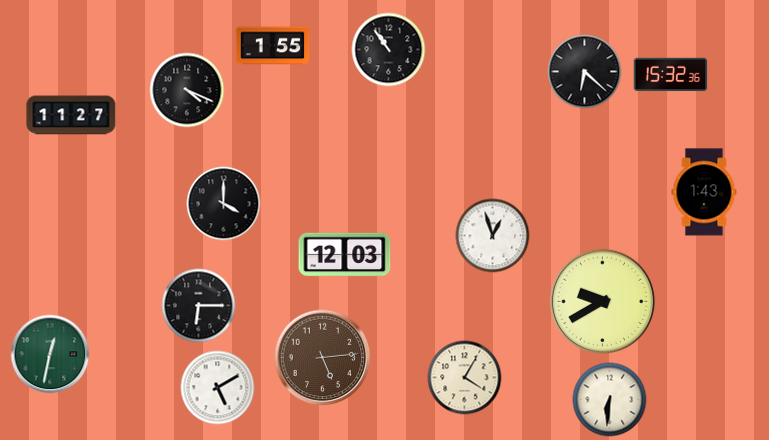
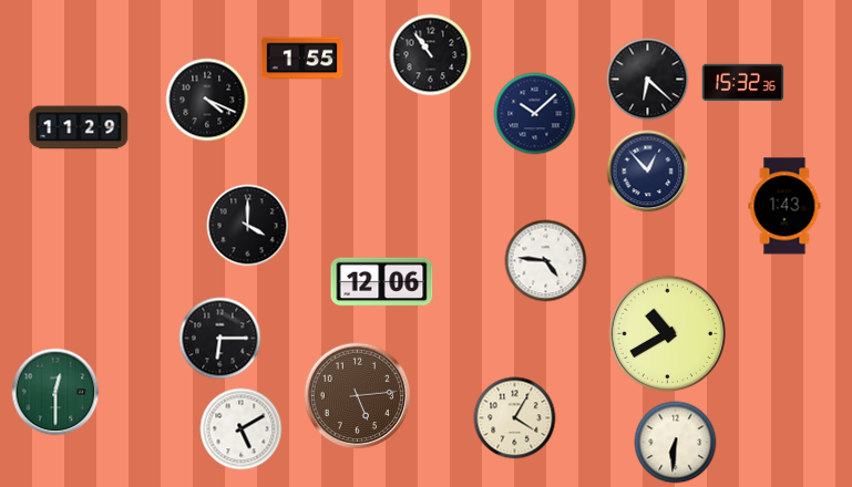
clock at (273, 46) position: (273, 46) -> (302, 59)
clock at (535, 114): none -> 10:08
clock at (71, 115): 11:27 -> 11:29
clock at (648, 172): none -> 12:53
clock at (704, 192) position: (704, 192) -> (784, 206)
clock at (493, 236): 12:57 -> 4:46
clock at (345, 255): 12:03 -> 12:06
clock at (603, 302): 9:40 -> 10:40
clock at (50, 354): 12:32 -> 12:30
